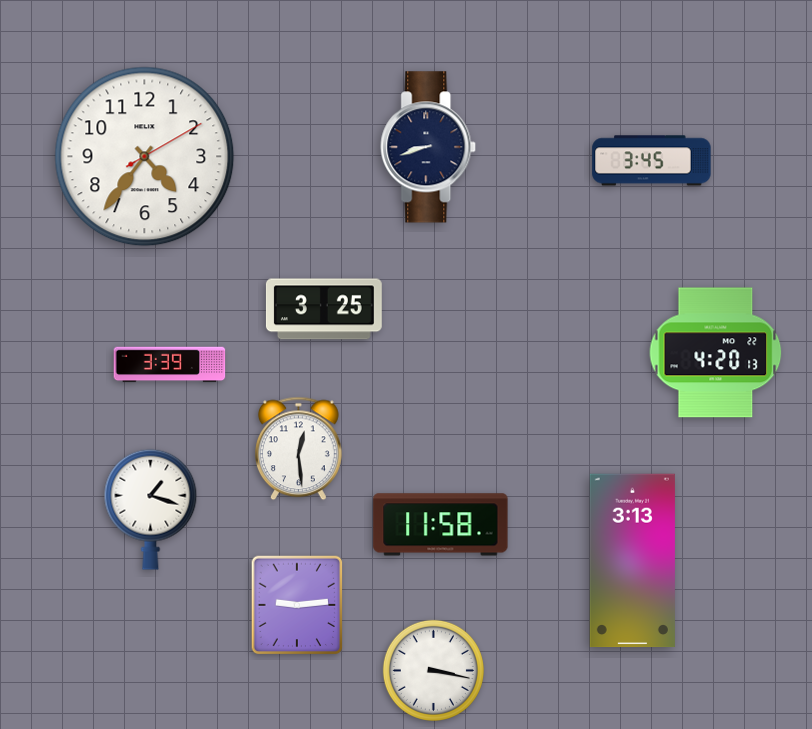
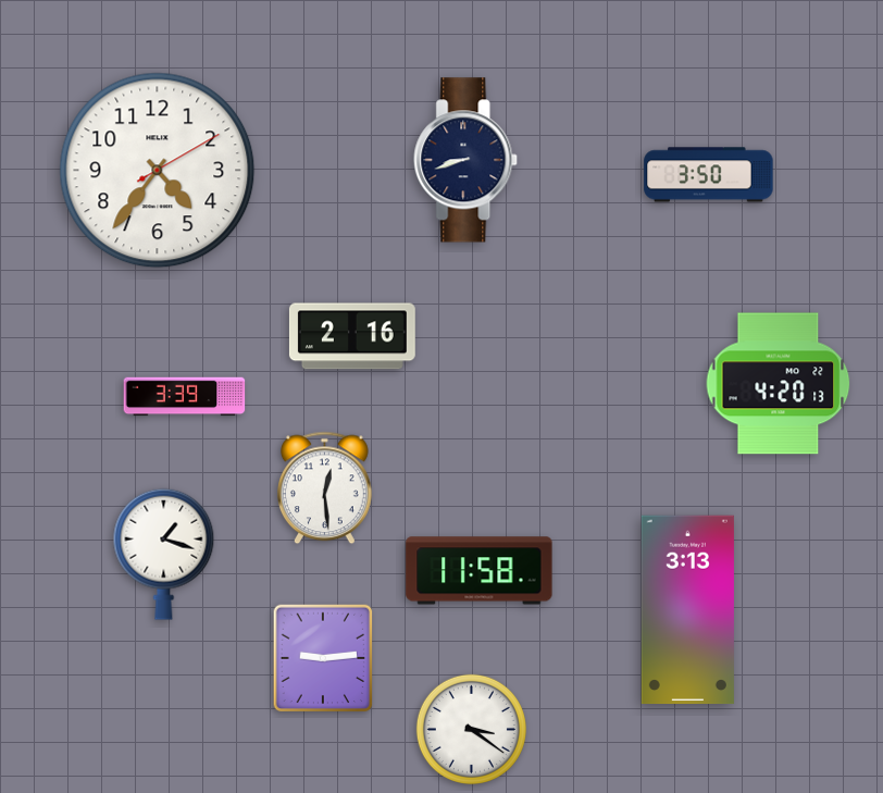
clock at (652, 161): 3:45 -> 3:50
clock at (324, 309): 3:25 -> 2:16
clock at (433, 670): 3:17 -> 3:21
